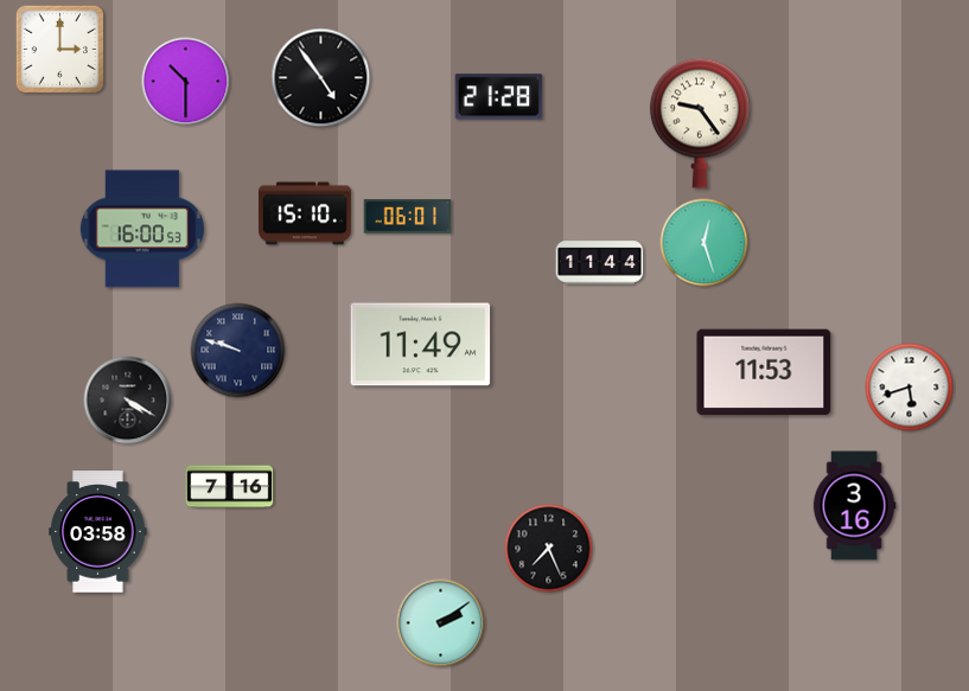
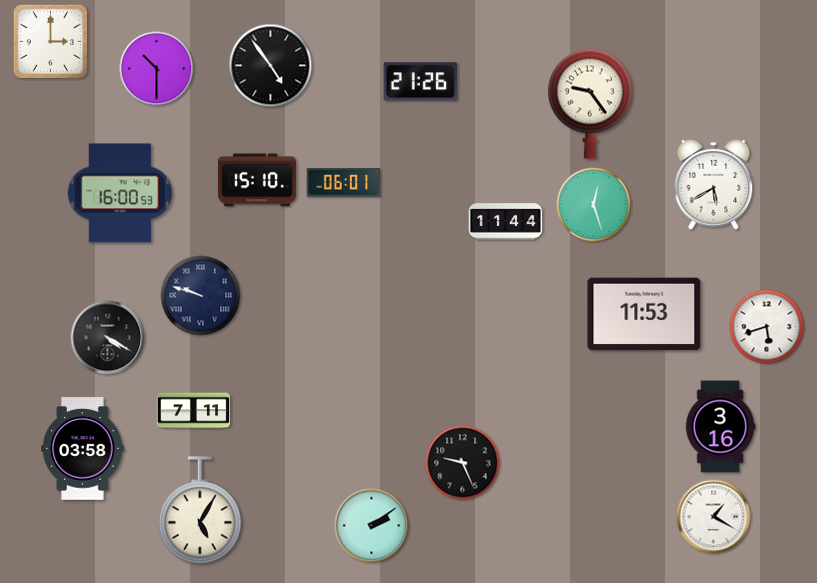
clock at (499, 97): 21:28 -> 21:26
clock at (714, 184): none -> 5:40
clock at (421, 345): 11:49 -> none
clock at (230, 487): 7:16 -> 7:11
clock at (549, 549): 7:26 -> 9:26
clock at (200, 511): none -> 5:05
clock at (714, 517): none -> 1:20
